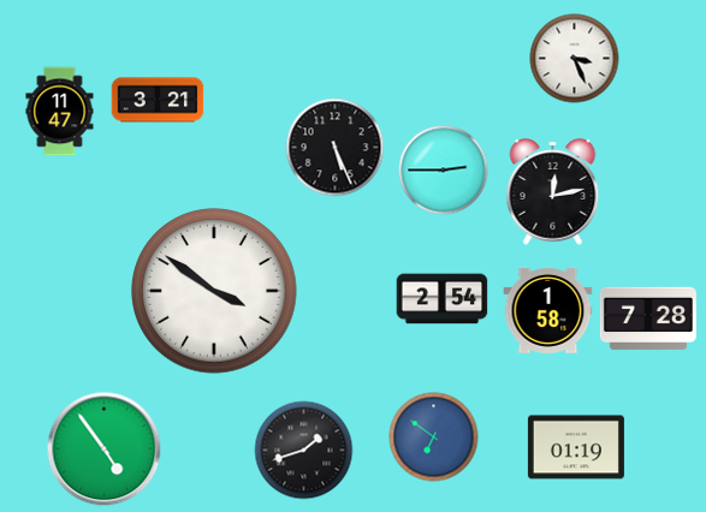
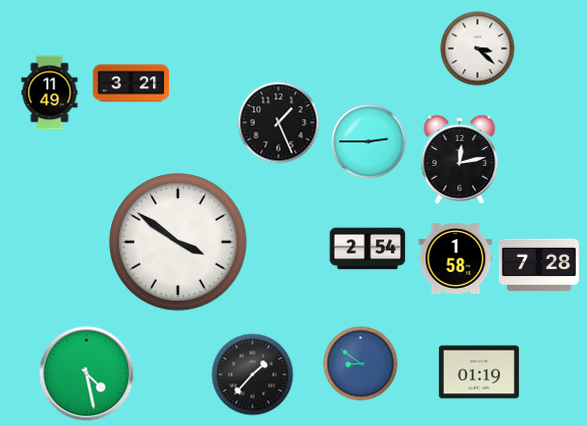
clock at (575, 59): 3:26 -> 3:22
clock at (60, 112): 11:47 -> 11:49
clock at (336, 148): 5:26 -> 1:26
clock at (434, 437): 6:51 -> 8:51
clock at (105, 450): 4:54 -> 4:28
clock at (304, 451): 1:42 -> 1:37
